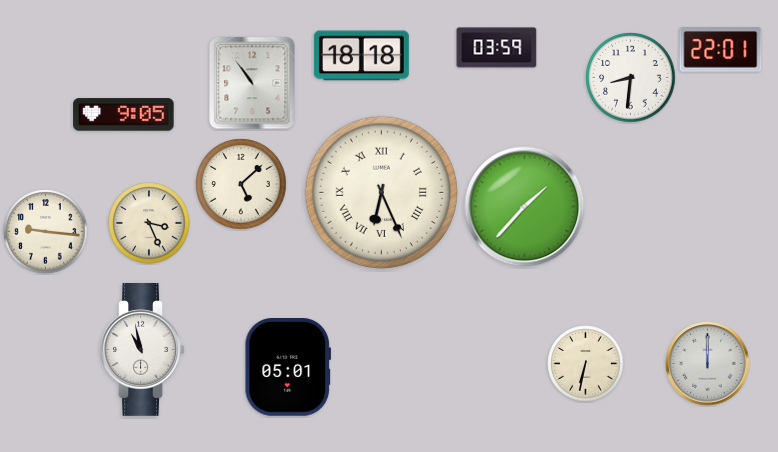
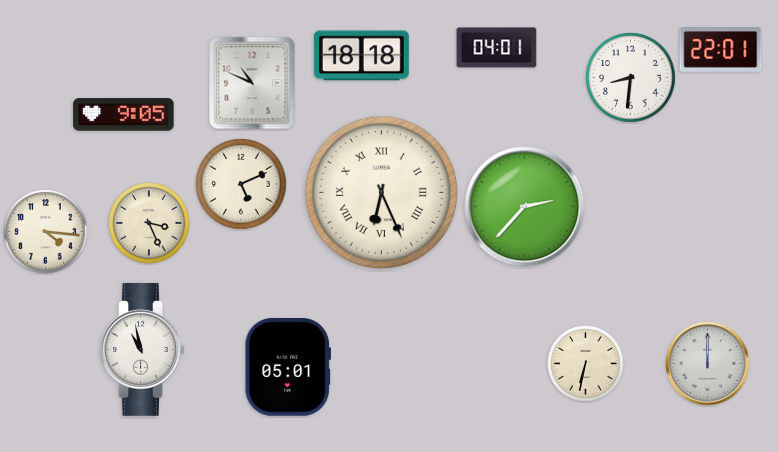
clock at (497, 48): 03:59 -> 04:01
clock at (252, 83): 10:54 -> 10:49
clock at (241, 184): 5:08 -> 5:11
clock at (525, 207): 1:37 -> 2:37
clock at (46, 232): 9:16 -> 4:16
